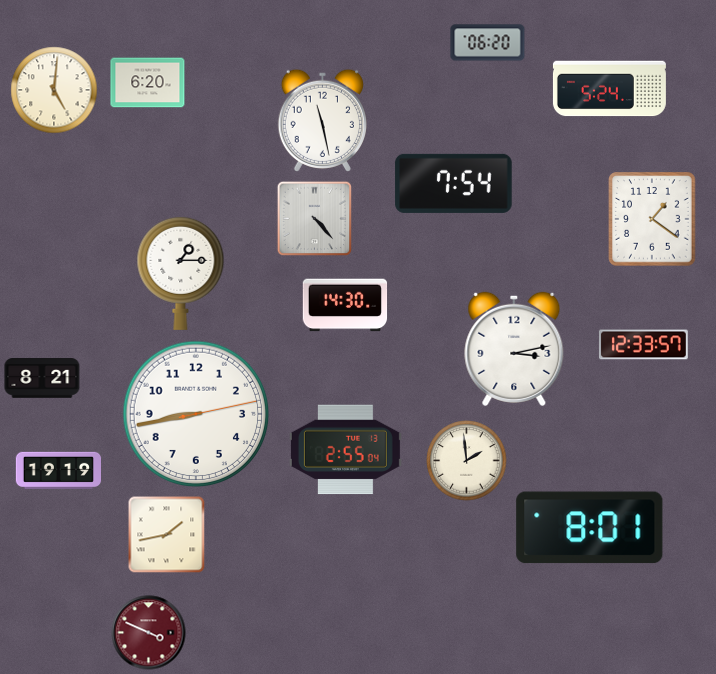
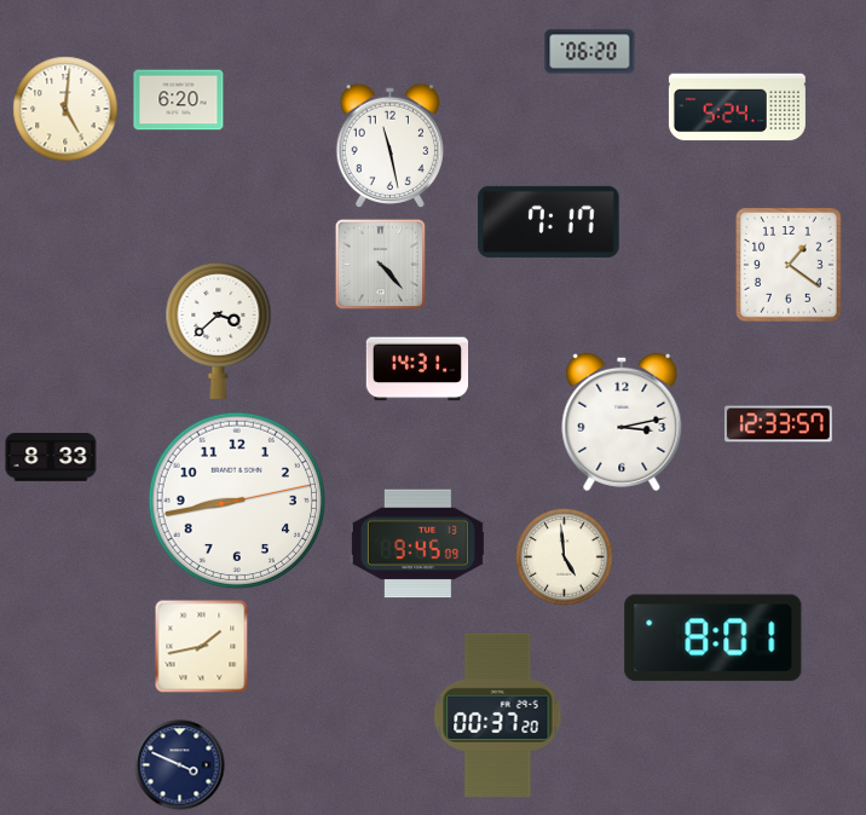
clock at (454, 183): 7:54 -> 7:17
clock at (181, 273): 1:15 -> 3:38
clock at (345, 305): 14:30 -> 14:31
clock at (644, 345) position: (644, 345) -> (779, 424)
clock at (42, 379): 8:21 -> 8:33
clock at (345, 450): 2:55 -> 9:45
clock at (467, 461): 1:59 -> 4:59
clock at (58, 470): 19:19 -> none
clock at (498, 715): none -> 00:37
clock at (149, 633) dial: burgundy -> navy
